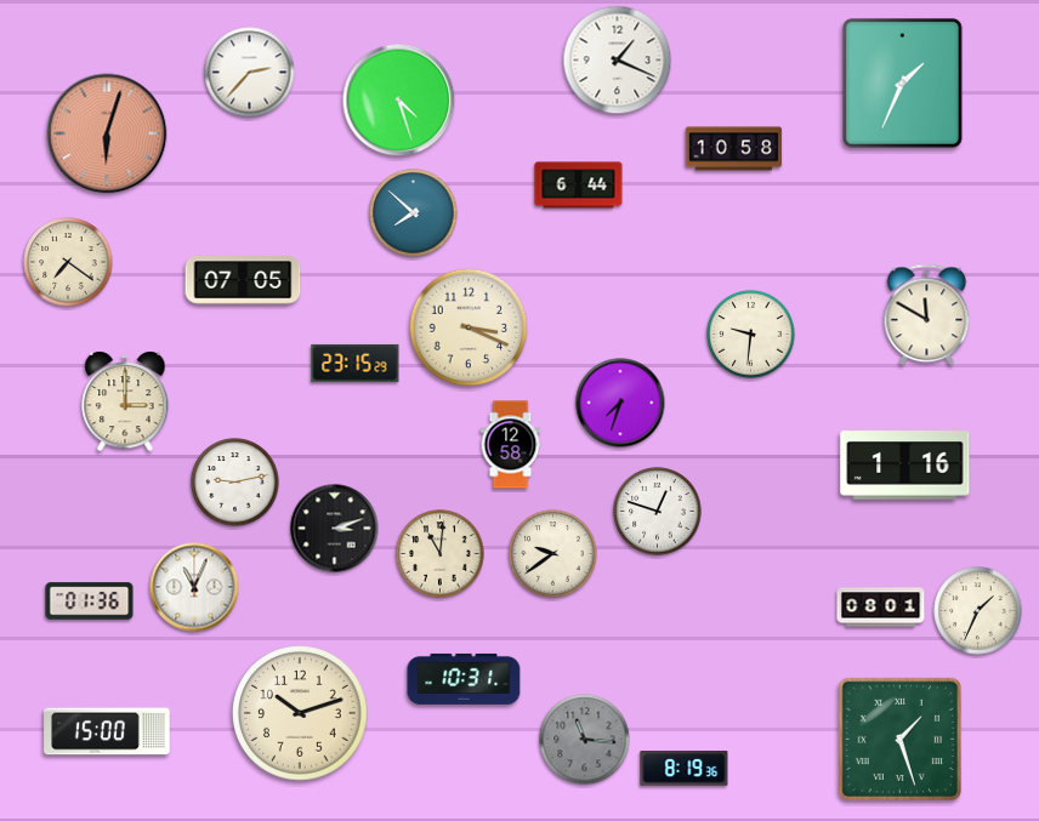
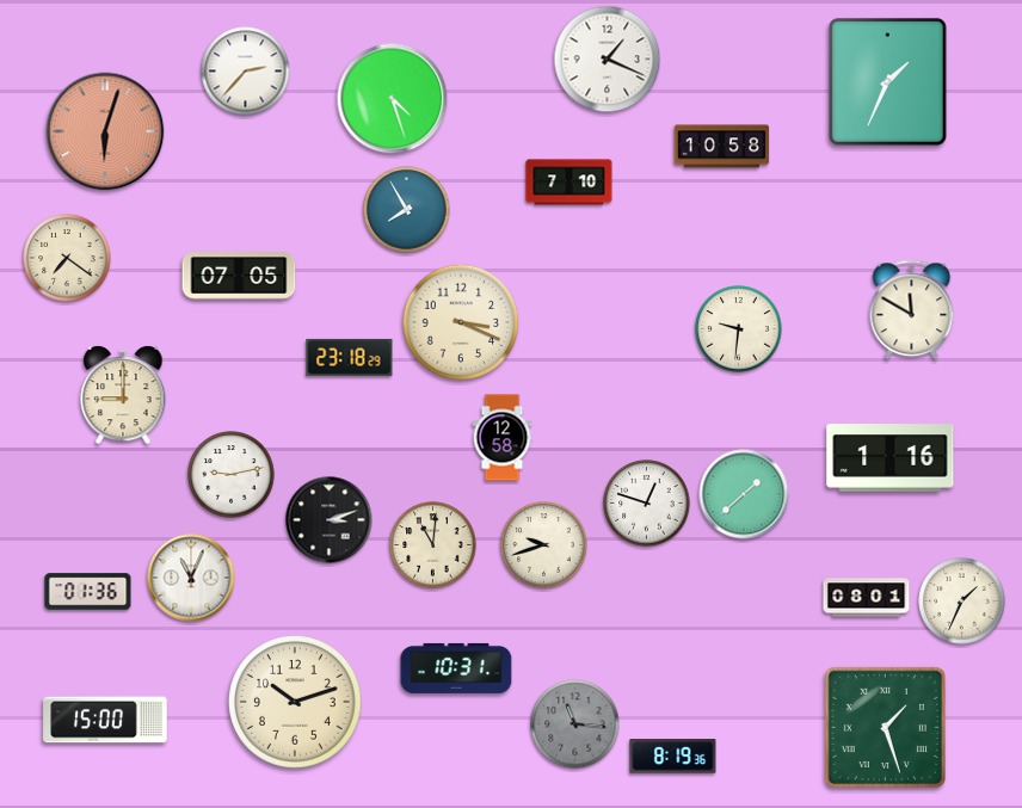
clock at (579, 186): 6:44 -> 7:10
clock at (414, 213): 7:52 -> 7:55
clock at (356, 363): 23:15 -> 23:18
clock at (125, 403): 3:00 -> 9:00
clock at (620, 403): 7:33 -> none
clock at (744, 494): none -> 1:38
clock at (553, 554): 9:39 -> 9:42
clock at (585, 740) position: (585, 740) -> (575, 724)
